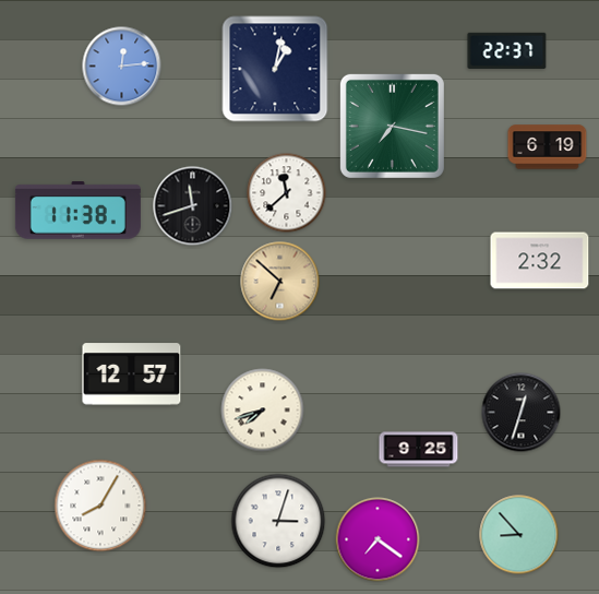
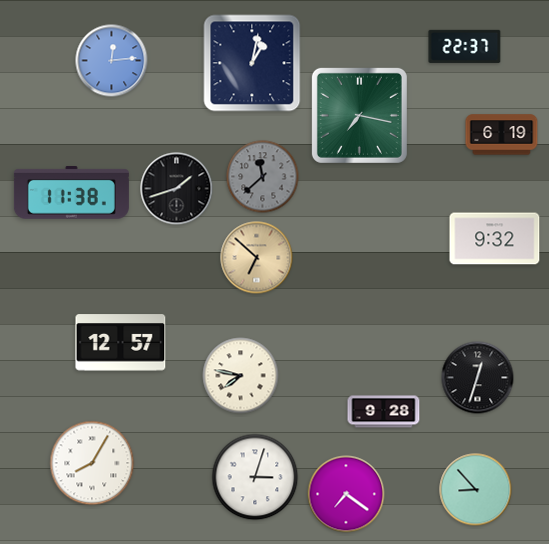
clock at (287, 193) dial: white -> grey
clock at (193, 206): 11:42 -> 1:42
clock at (540, 261): 2:32 -> 9:32
clock at (263, 411): 7:42 -> 7:47
clock at (419, 450): 9:25 -> 9:28
